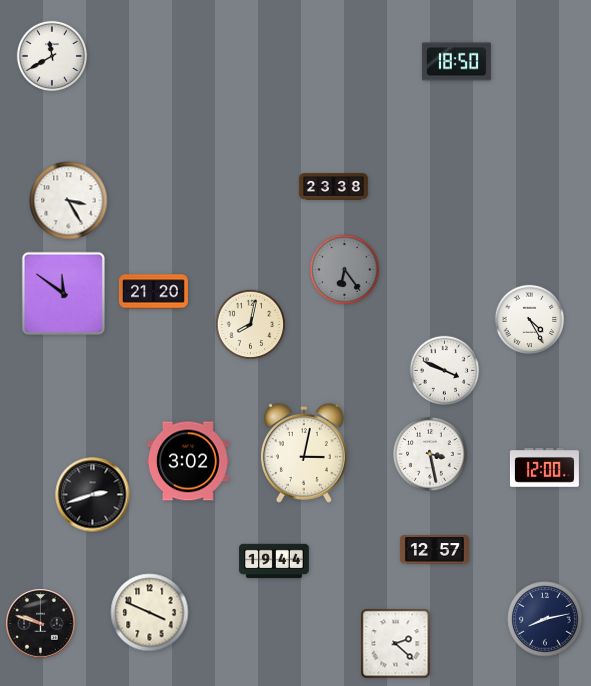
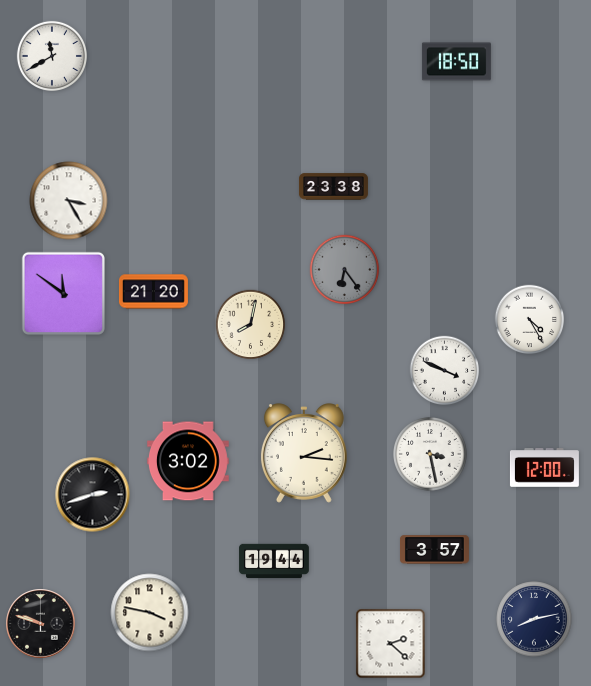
clock at (304, 453): 3:02 -> 2:16
clock at (434, 550): 12:57 -> 3:57
clock at (150, 613): 3:49 -> 3:47
clock at (545, 619) position: (545, 619) -> (534, 619)
clock at (396, 644) position: (396, 644) -> (391, 644)
